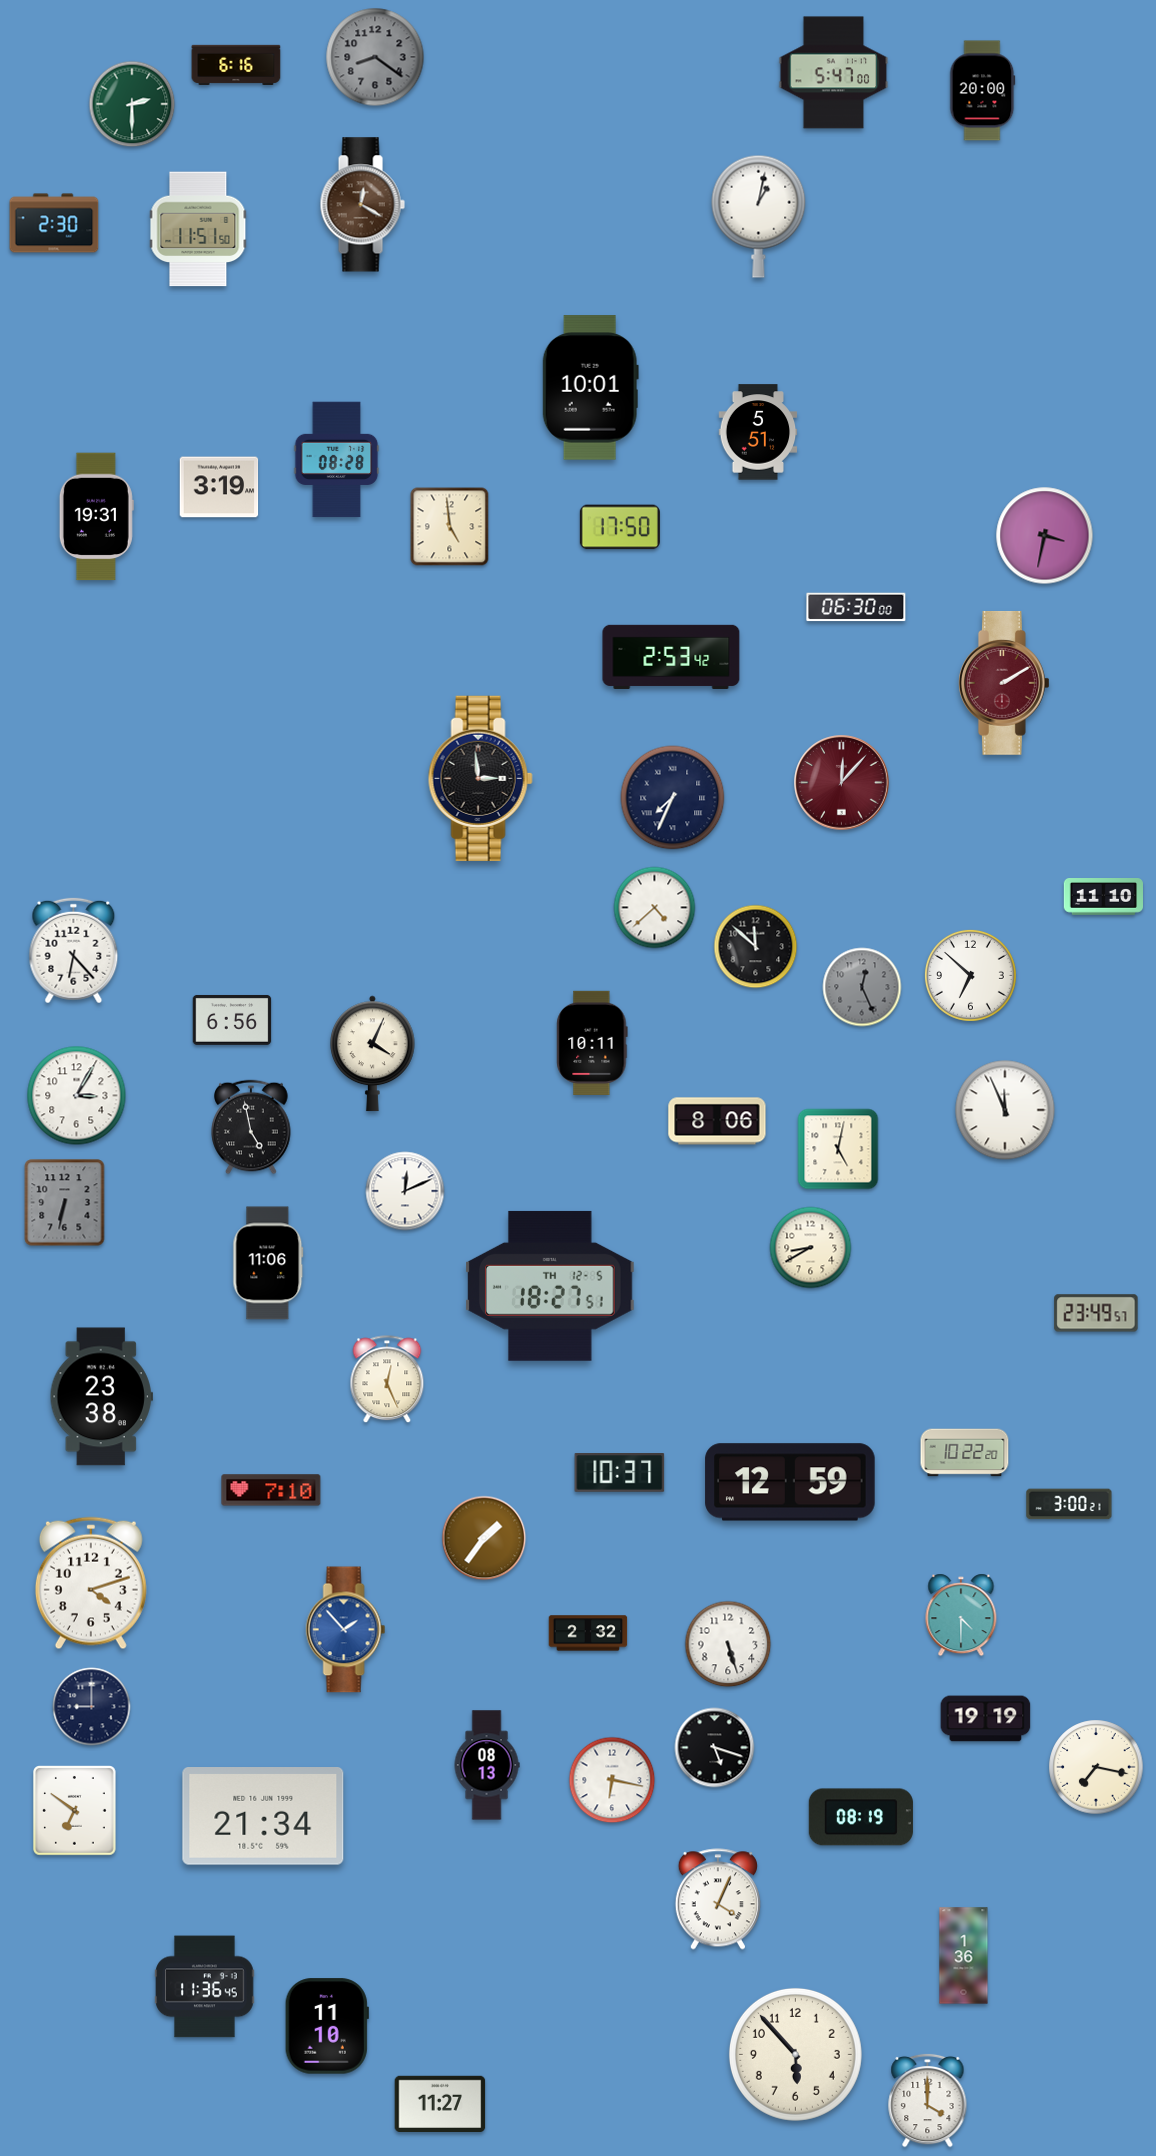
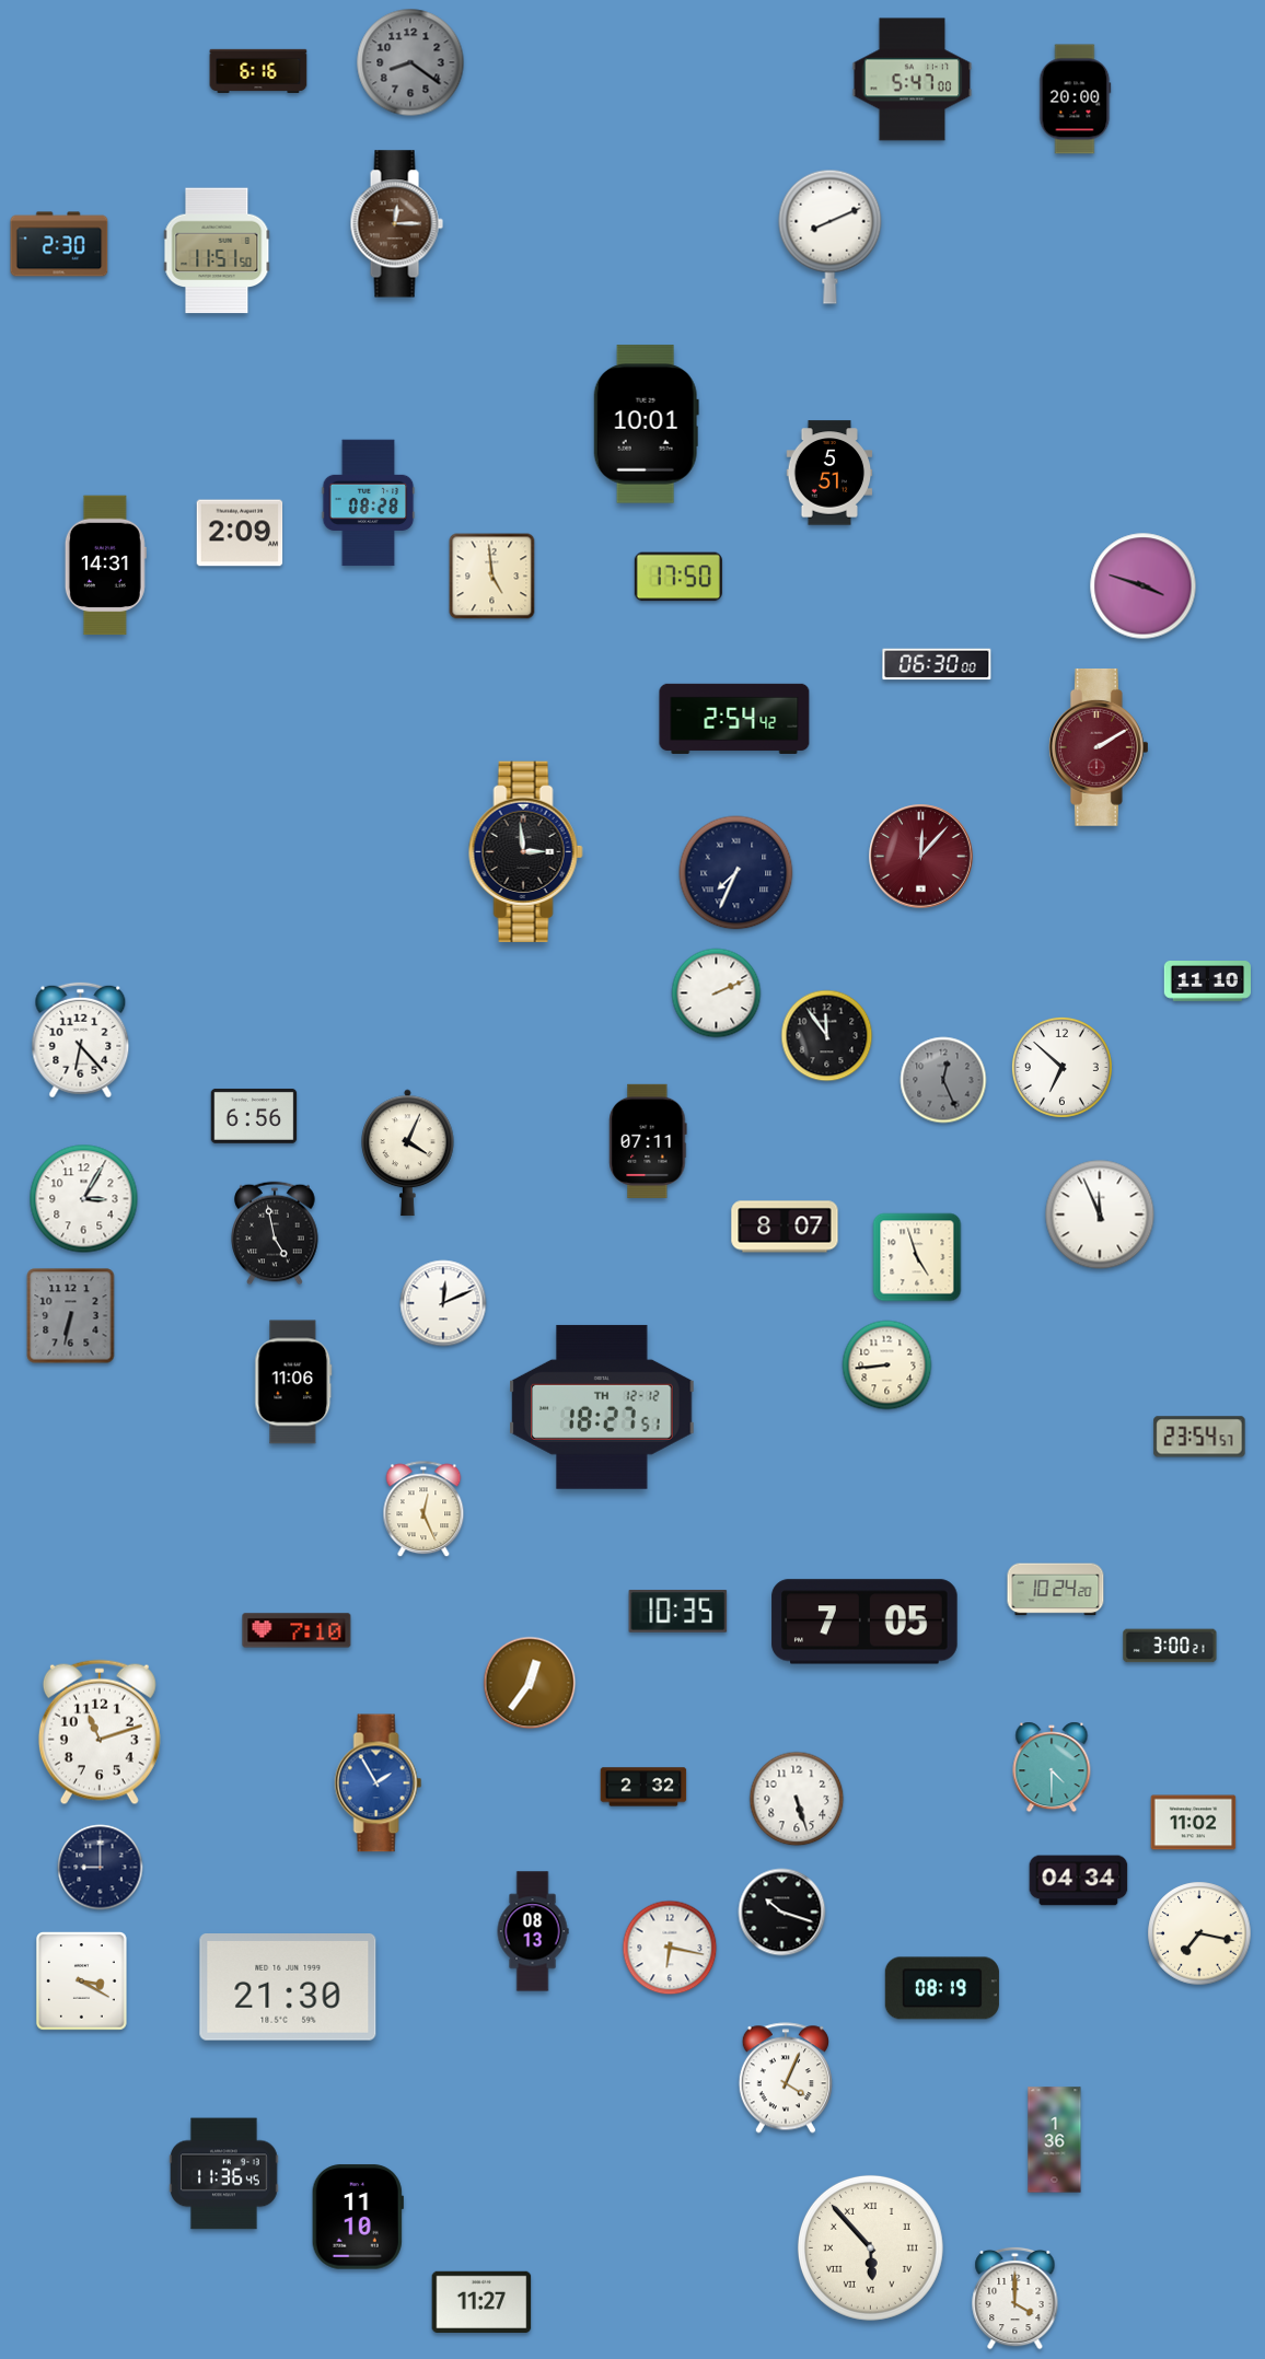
clock at (132, 104): 2:30 -> none
clock at (362, 205): 12:20 -> 12:15
clock at (759, 216): 1:02 -> 8:11
clock at (219, 487): 3:19 -> 2:09
clock at (96, 517): 19:31 -> 14:31
clock at (1045, 536): 3:32 -> 3:48
clock at (671, 656): 2:53 -> 2:54
clock at (655, 908): 4:38 -> 2:11
clock at (756, 947): 11:52 -> 11:54
clock at (592, 1043): 10:11 -> 07:11
clock at (717, 1121): 8:06 -> 8:07
clock at (838, 1149): 5:02 -> 4:57
clock at (811, 1248): 8:40 -> 8:44
clock at (550, 1286) date: TH 12-5 -> TH 12-12
clock at (1096, 1313): 23:49 -> 23:54
clock at (101, 1397): 23:38 -> none
clock at (965, 1453): 10:22 -> 10:24
clock at (620, 1473): 10:37 -> 10:35
clock at (790, 1482): 12:59 -> 7:05
clock at (484, 1538): 1:36 -> 12:36
clock at (91, 1583): 4:12 -> 11:12
clock at (346, 1630): 1:53 -> 1:55
clock at (1194, 1823): none -> 11:02
clock at (986, 1719): 19:19 -> 04:34
clock at (715, 1748): 5:18 -> 10:18
clock at (75, 1811): 6:51 -> 3:20
clock at (263, 1817): 21:34 -> 21:30
clock at (795, 2054) numerals: Arabic -> Roman
